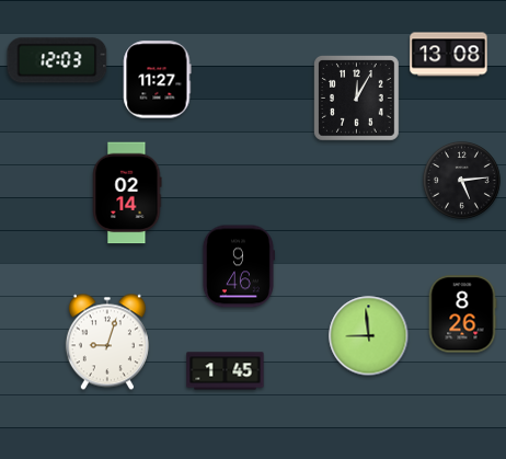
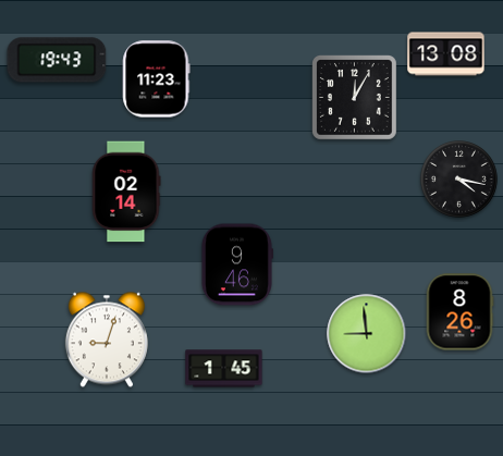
clock at (57, 60): 12:03 -> 19:43
clock at (158, 80): 11:27 -> 11:23
clock at (462, 181): 5:14 -> 4:17
